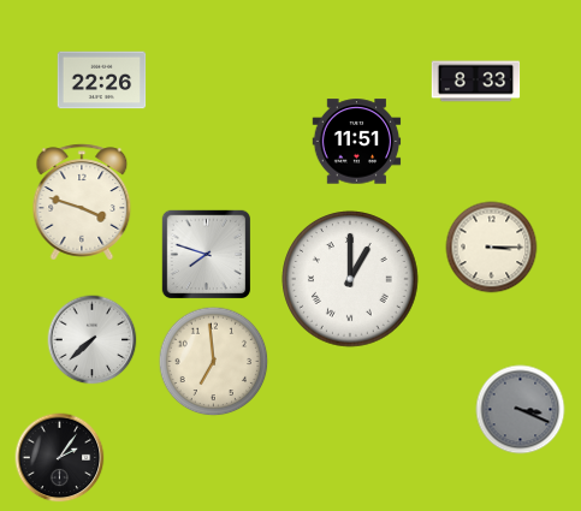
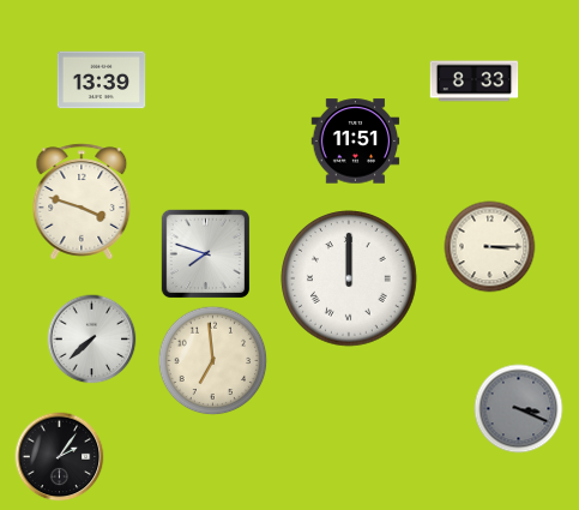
clock at (102, 81): 22:26 -> 13:39
clock at (350, 279): 1:00 -> 12:00
